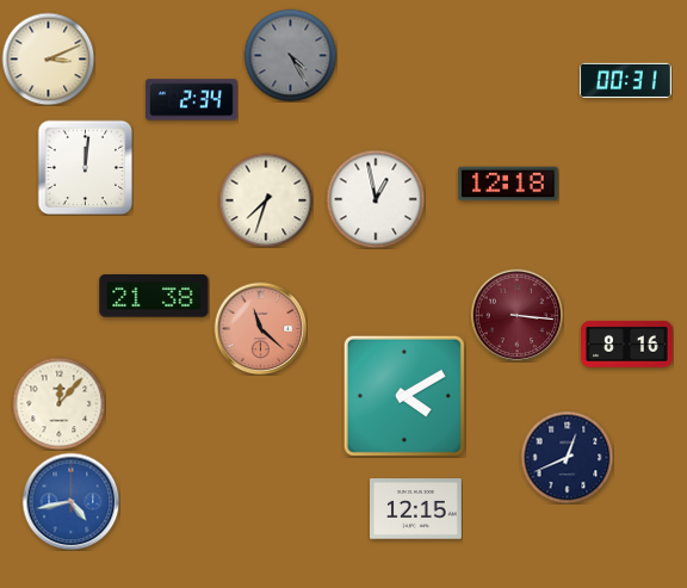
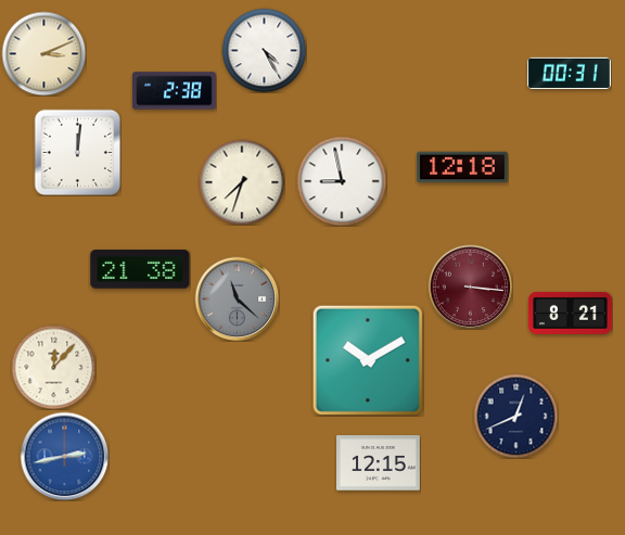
clock at (290, 55) dial: grey -> white
clock at (192, 100): 2:34 -> 2:38
clock at (376, 199): 12:58 -> 8:58
clock at (260, 328) dial: salmon -> grey
clock at (627, 343): 8:16 -> 8:21
clock at (404, 396): 4:10 -> 10:10
clock at (70, 501): 4:43 -> 2:43
